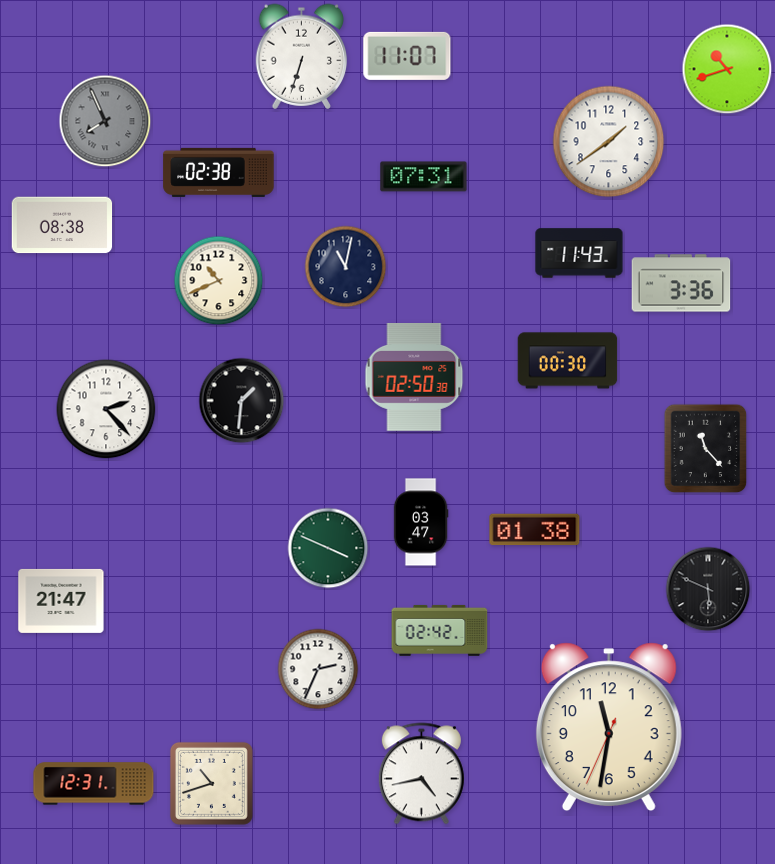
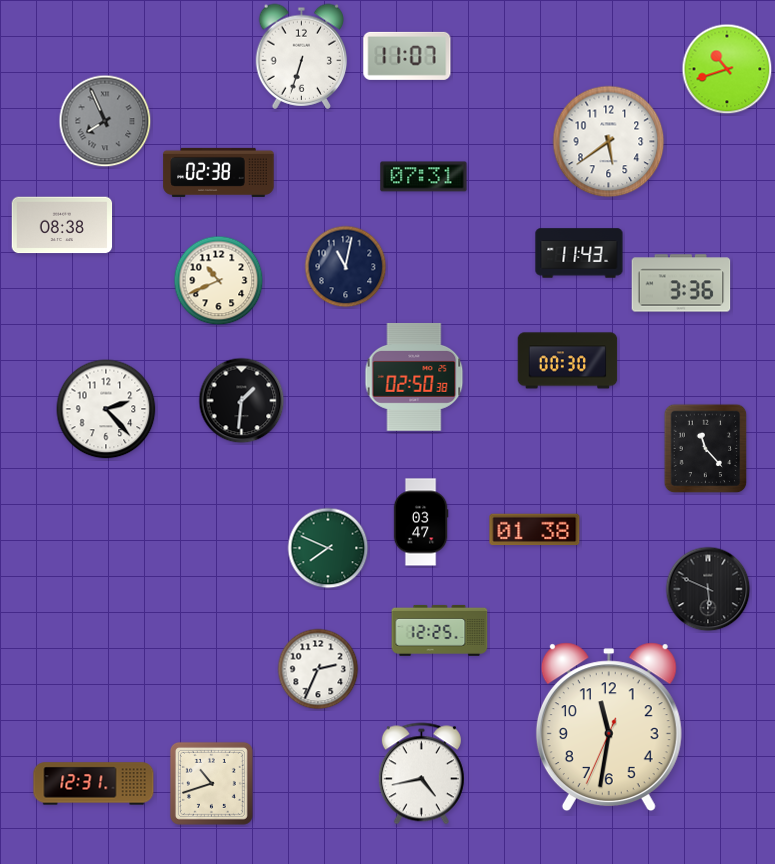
clock at (609, 142): 1:39 -> 5:39
clock at (328, 548): 3:49 -> 7:49
clock at (61, 601): 21:47 -> none
clock at (440, 630): 02:42 -> 12:25
